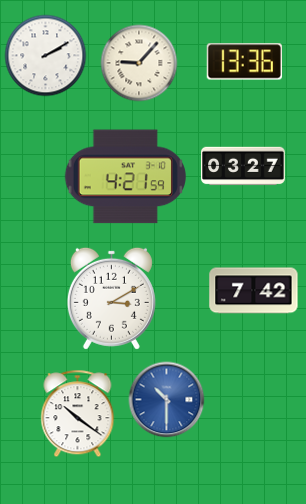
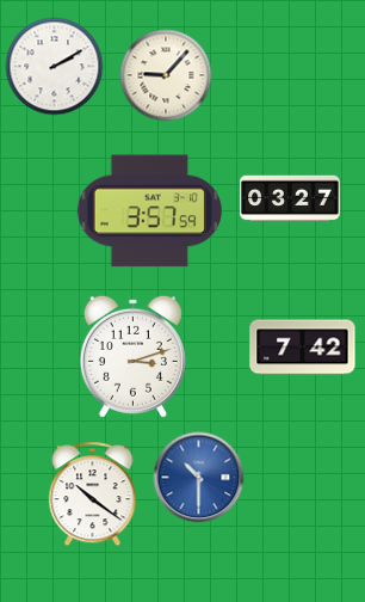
clock at (244, 62): 13:36 -> none
clock at (125, 177): 4:21 -> 3:57
clock at (111, 298): 3:10 -> 3:12
